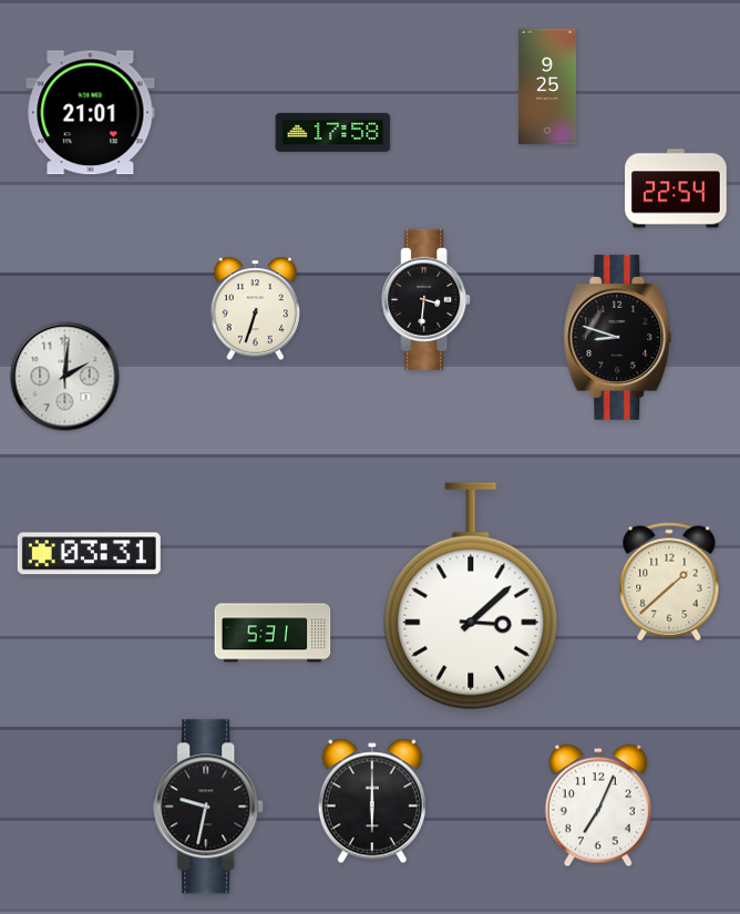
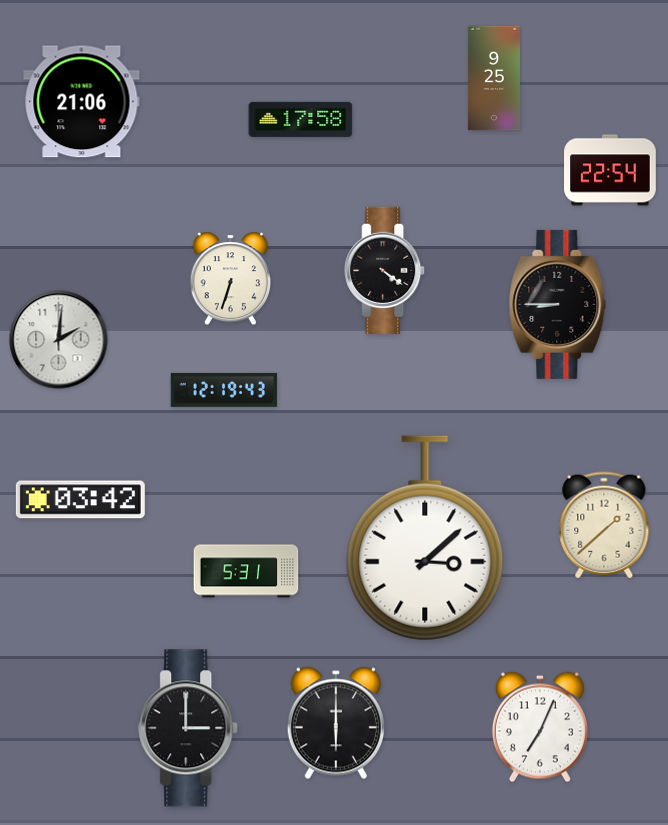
clock at (91, 113): 21:01 -> 21:06
clock at (426, 299): 3:31 -> 4:21
clock at (618, 337): 8:48 -> 8:45
clock at (223, 390): none -> 12:19
clock at (89, 554): 03:31 -> 03:42
clock at (209, 807): 9:32 -> 3:00
